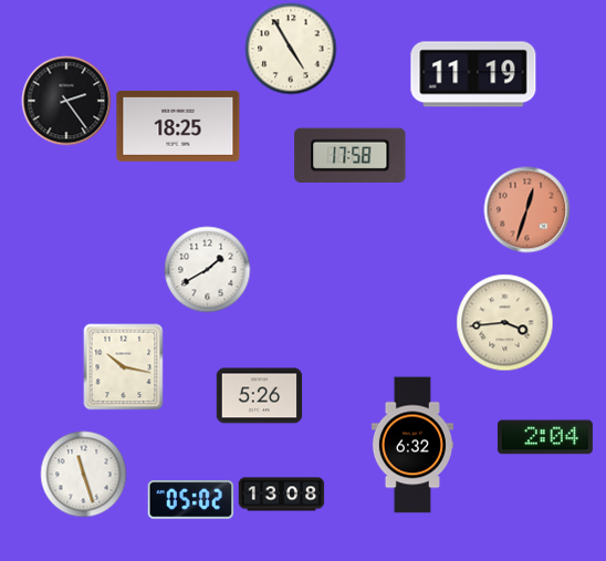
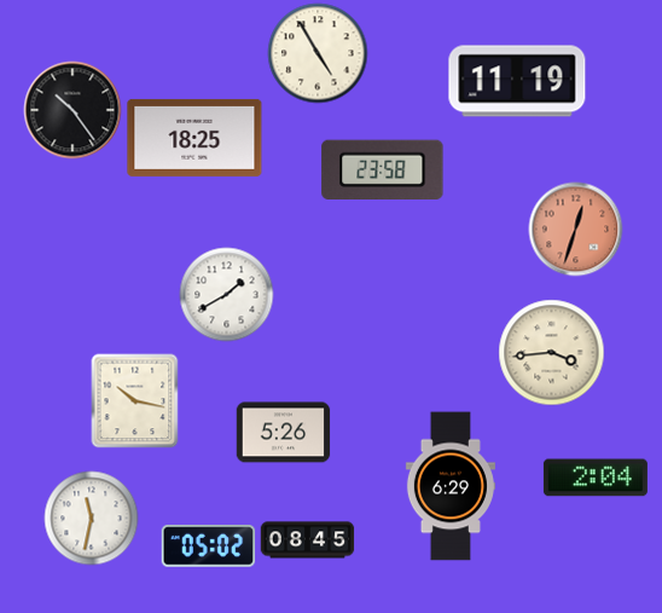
clock at (66, 101): 2:24 -> 10:24
clock at (351, 155): 17:58 -> 23:58
clock at (412, 445): 6:32 -> 6:29
clock at (83, 474): 11:27 -> 11:32
clock at (281, 495): 13:08 -> 08:45
